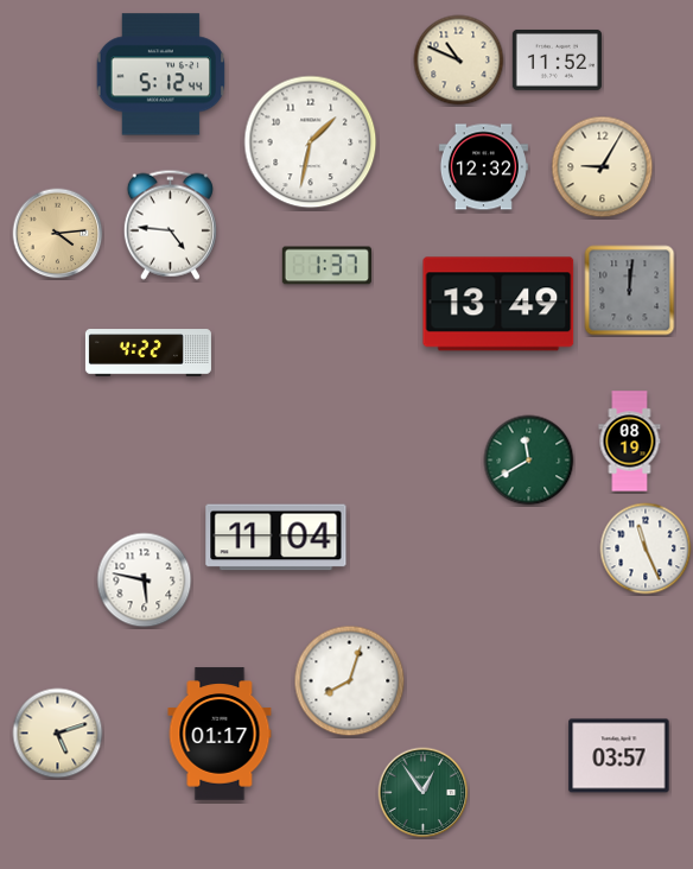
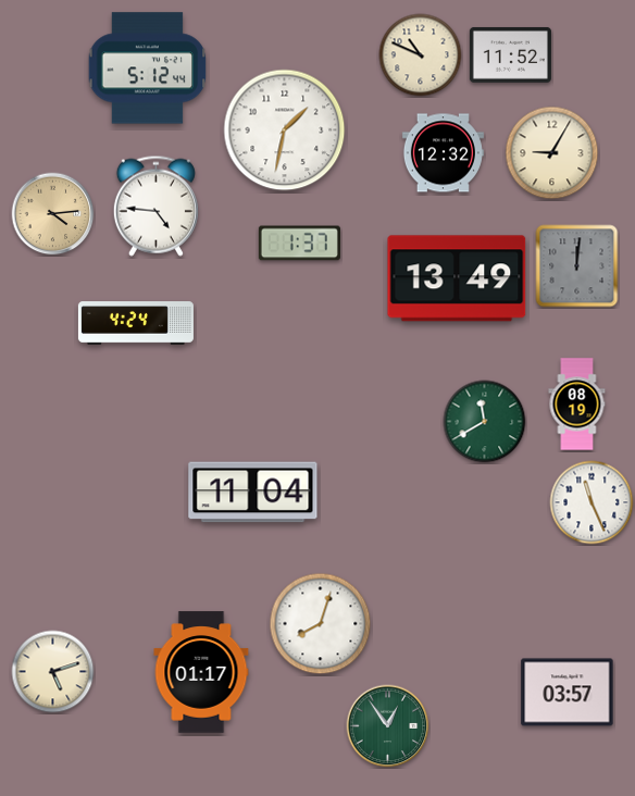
clock at (148, 353): 4:22 -> 4:24
clock at (145, 581): 5:47 -> none
